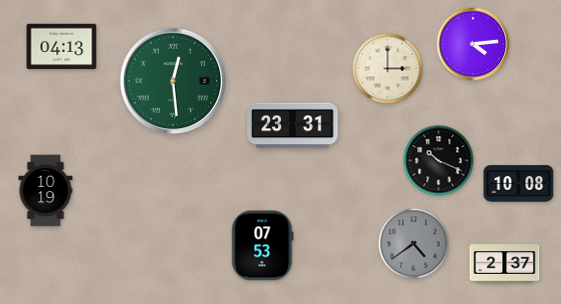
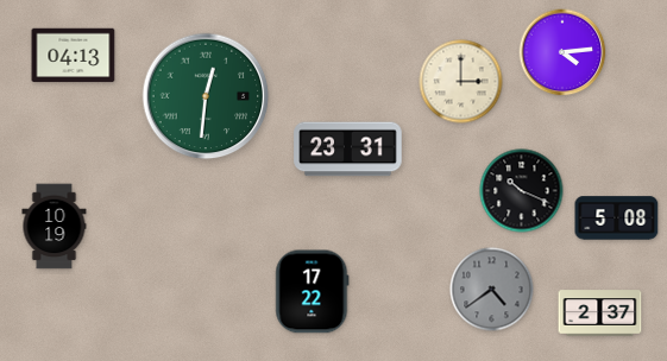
clock at (173, 81): 12:29 -> 12:31
clock at (519, 184): 10:08 -> 5:08
clock at (263, 246): 07:53 -> 17:22
